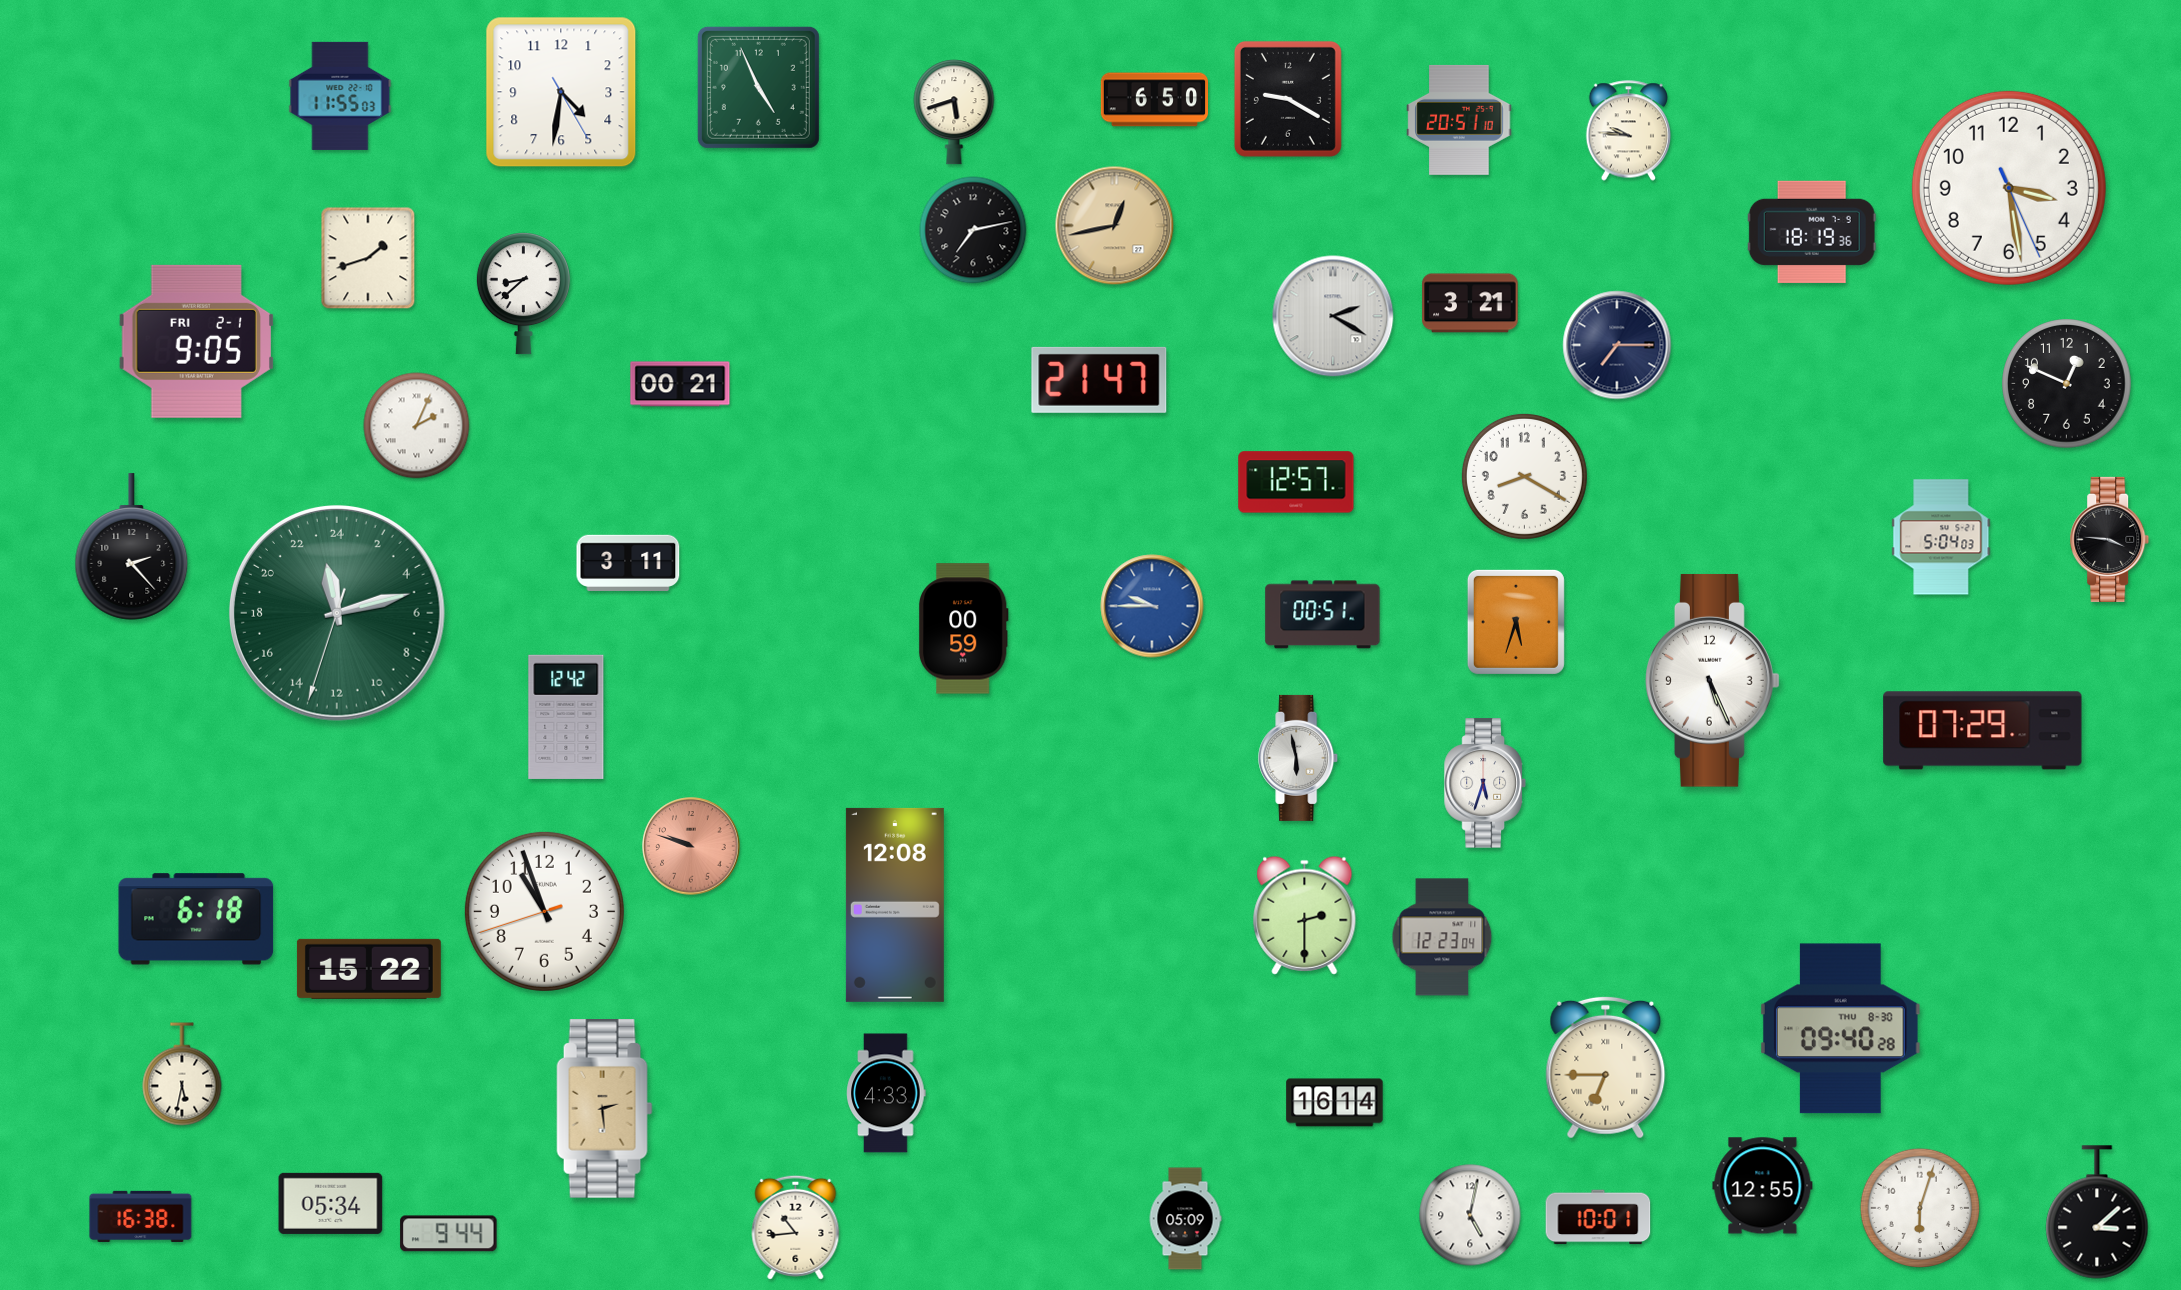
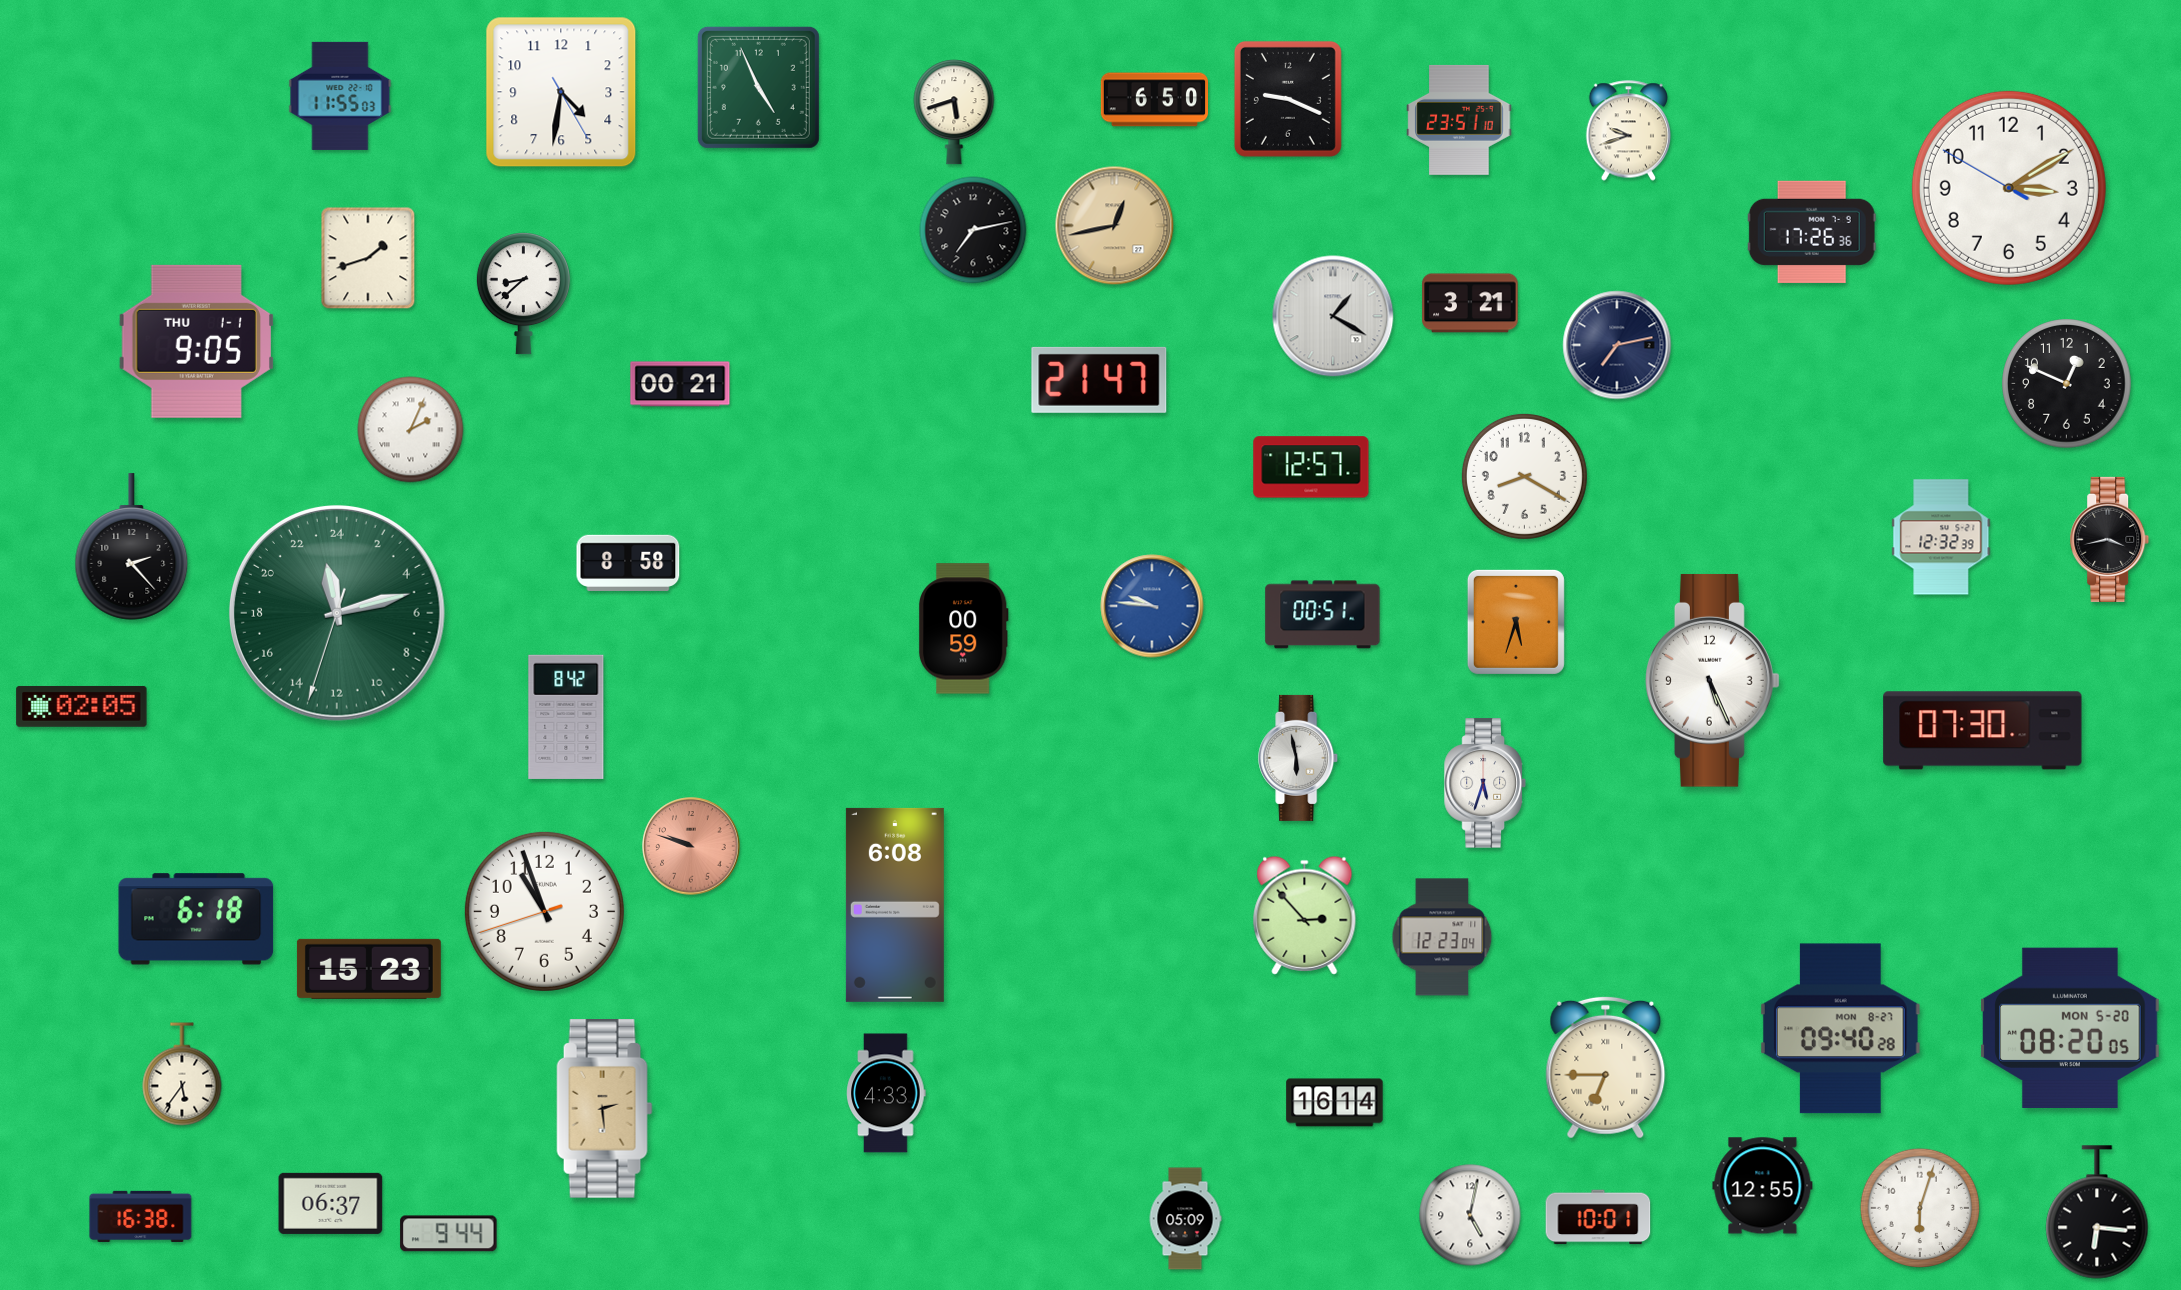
clock at (1288, 99): 9:20 -> 9:19
clock at (1459, 120): 20:51 -> 23:51
clock at (1629, 131): 9:46 -> 9:42
clock at (2009, 188): 3:28 -> 3:09
clock at (1812, 232): 18:19 -> 17:26
clock at (1333, 316): 2:20 -> 1:20
clock at (196, 341) date: FRI 2-1 -> THU 1-1
clock at (1617, 345): 7:15 -> 7:13
clock at (417, 426) position: (417, 426) -> (411, 430)
clock at (1296, 482) position: (1296, 482) -> (1311, 467)
clock at (1941, 537): 5:04 -> 12:32
clock at (2110, 539): 3:46 -> 3:43
clock at (628, 563): 3:11 -> 8:58
clock at (1152, 606): 9:45 -> 9:46
clock at (82, 706): none -> 02:05
clock at (566, 717): 12:42 -> 8:42
clock at (1983, 731): 07:29 -> 07:30
clock at (895, 905): 12:08 -> 6:08
clock at (1305, 915): 2:30 -> 2:53
clock at (369, 969): 15:22 -> 15:23
clock at (2070, 1027): none -> 08:20
clock at (1840, 1029) date: THU 8-30 -> MON 8-27
clock at (182, 1074): 5:32 -> 5:36
clock at (331, 1203): 05:34 -> 06:37
clock at (2097, 1212): 3:08 -> 6:16
clock at (796, 1227): 10:44 -> none
